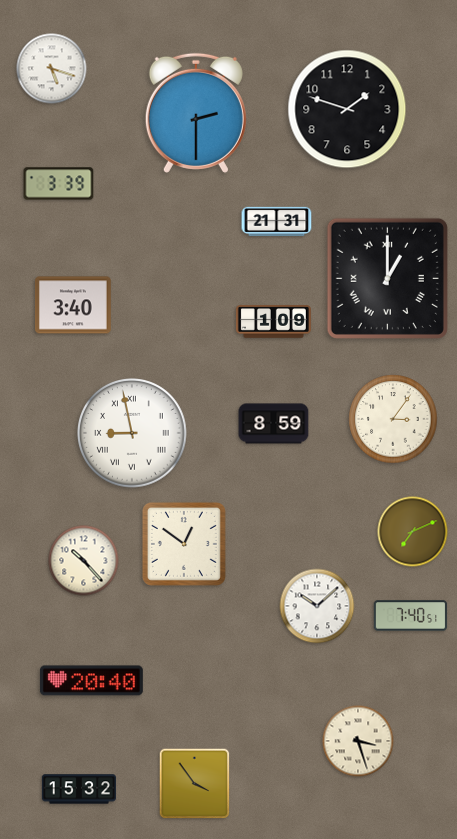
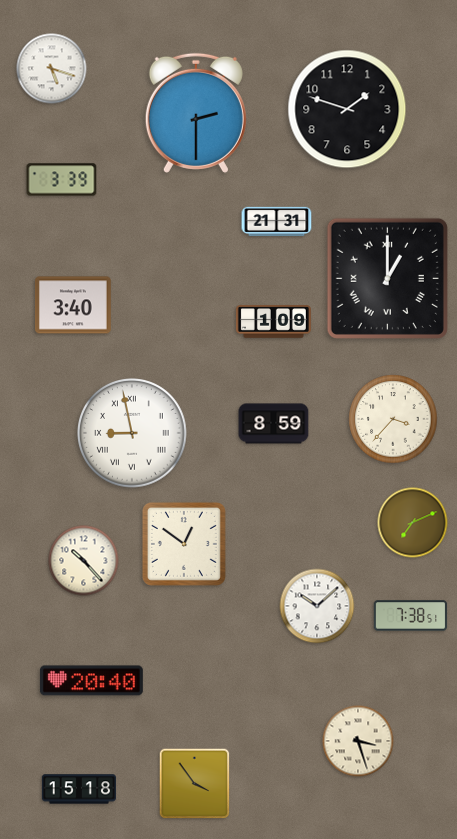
clock at (59, 184) position: (59, 184) -> (62, 180)
clock at (393, 419): 3:06 -> 3:37
clock at (413, 532) position: (413, 532) -> (413, 523)
clock at (411, 616): 7:40 -> 7:38
clock at (78, 789): 15:32 -> 15:18
